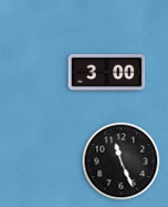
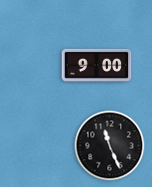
clock at (107, 72): 3:00 -> 9:00
